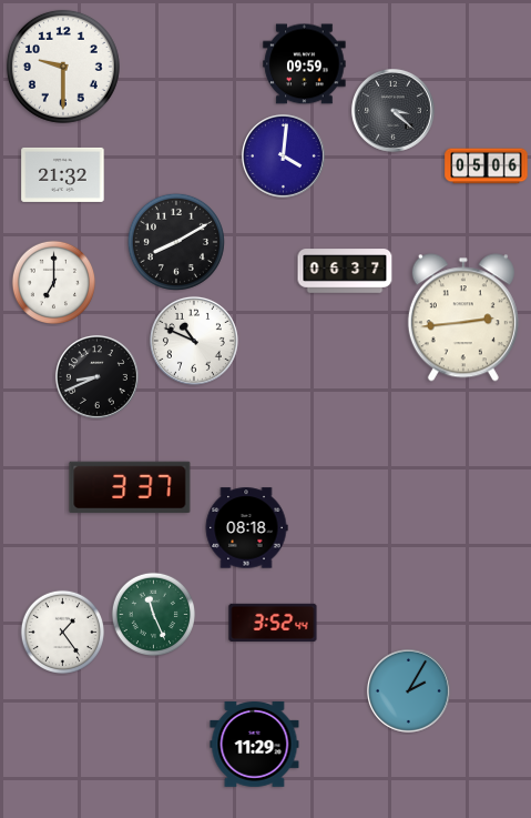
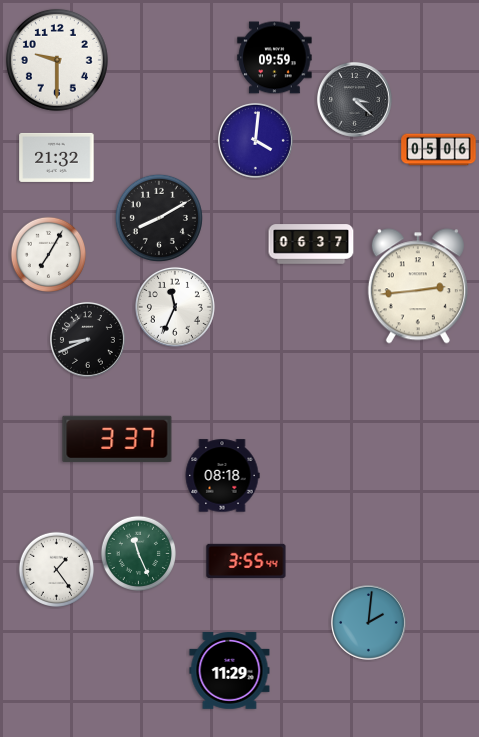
clock at (54, 283): 7:00 -> 7:05
clock at (194, 341): 10:49 -> 11:34
clock at (273, 622): 3:52 -> 3:55
clock at (408, 690): 2:05 -> 2:01
